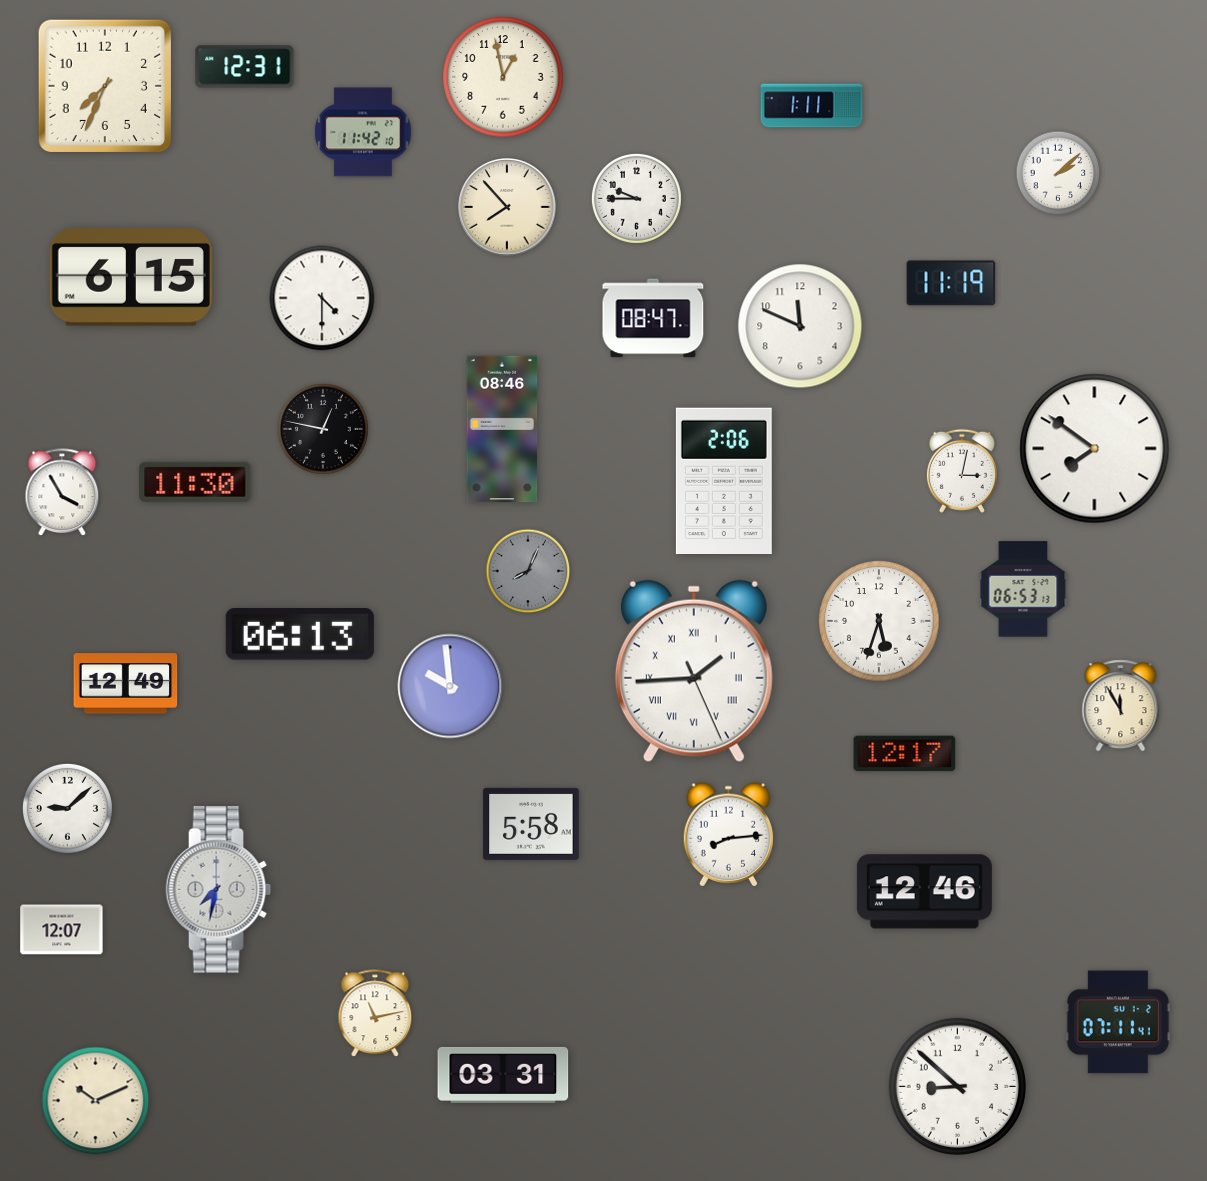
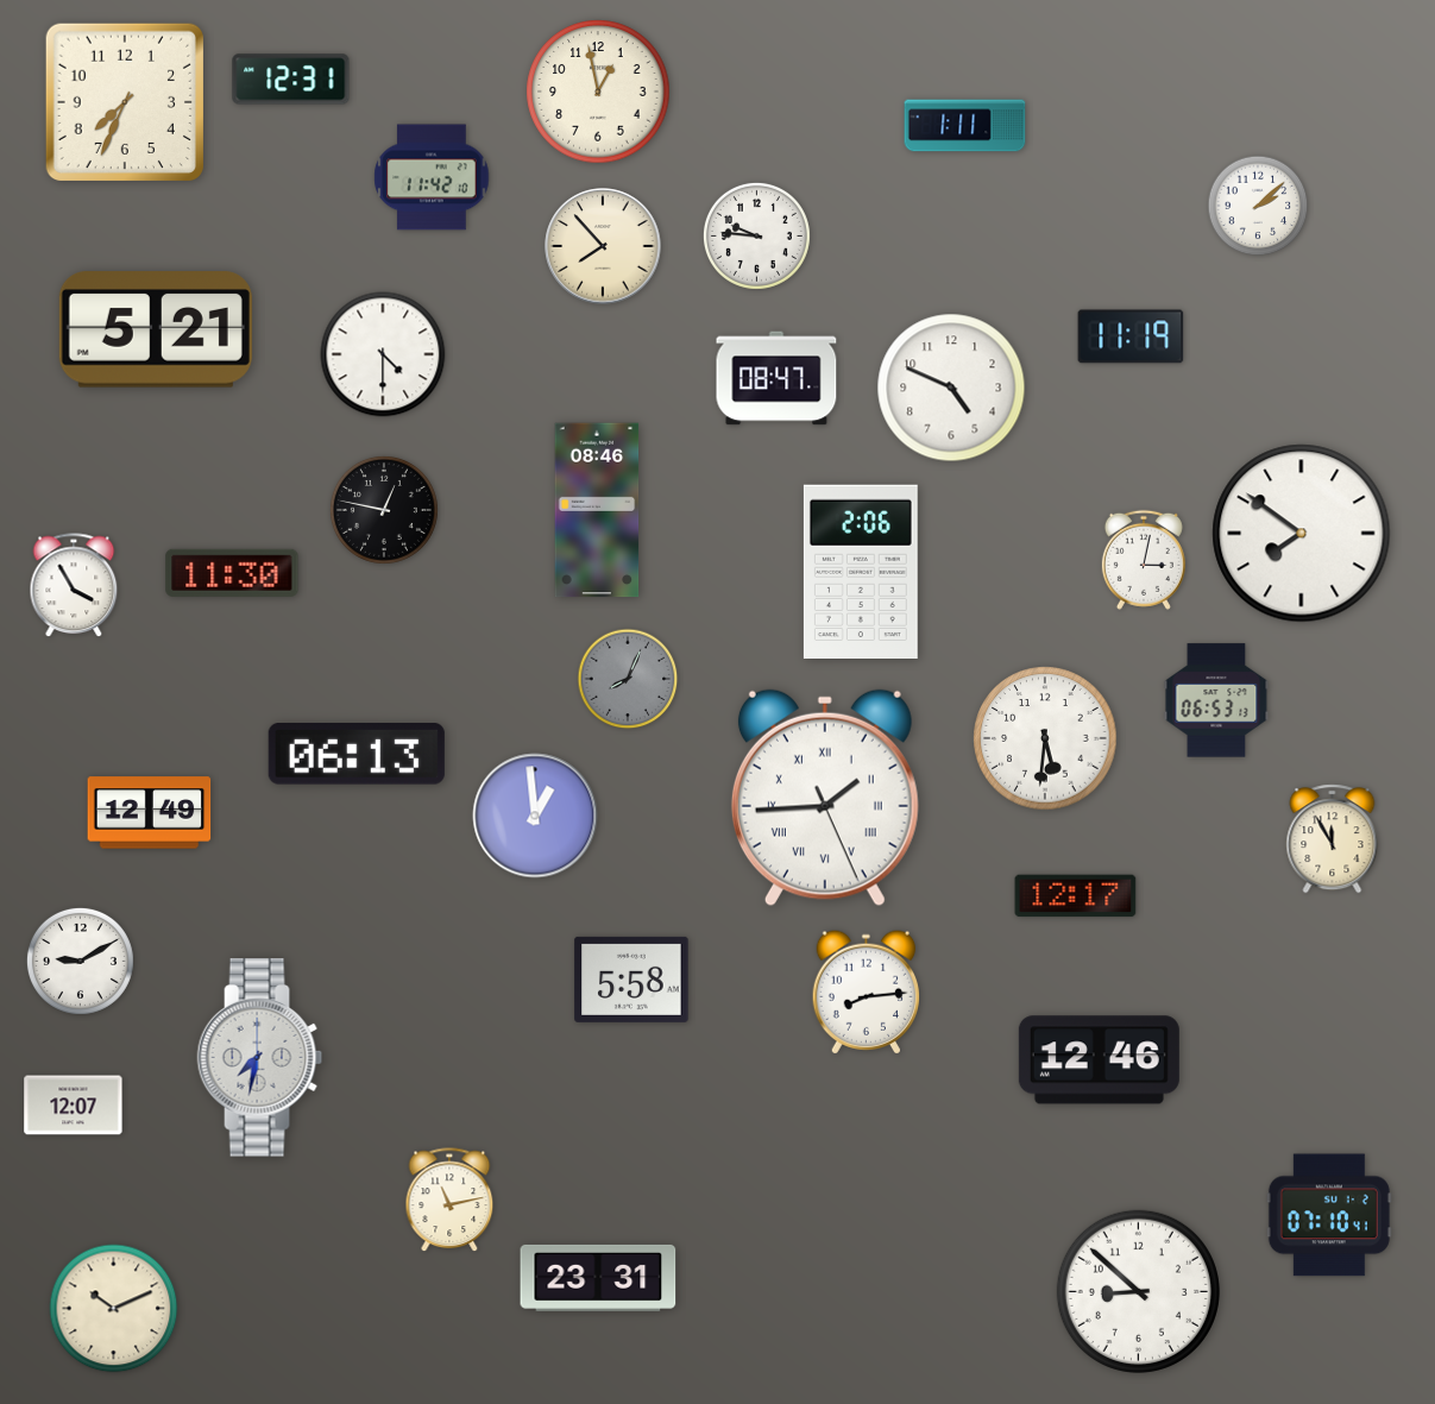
clock at (363, 132) position: (363, 132) -> (432, 177)
clock at (636, 198): 9:45 -> 9:46
clock at (131, 277): 6:15 -> 5:21
clock at (800, 326): 11:49 -> 4:49
clock at (879, 621): 5:33 -> 5:31
clock at (450, 686): 9:59 -> 12:59
clock at (67, 808): 9:08 -> 9:10
clock at (375, 1014) position: (375, 1014) -> (449, 1201)
clock at (1118, 1022): 07:11 -> 07:10
clock at (503, 1075): 03:31 -> 23:31
